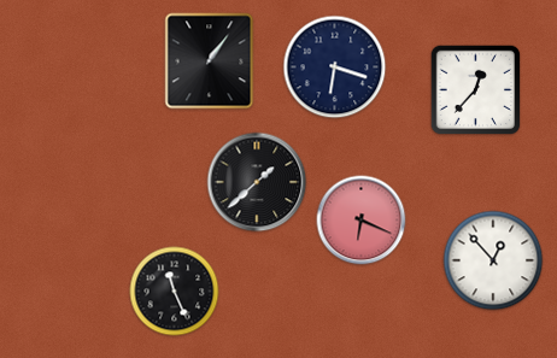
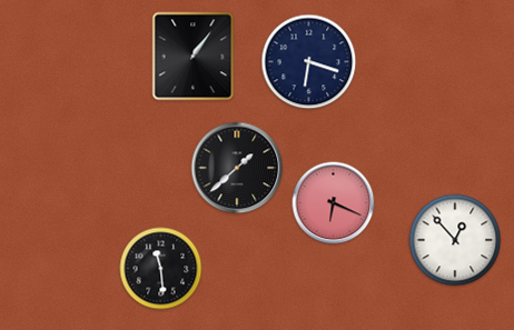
clock at (476, 90): 12:37 -> none
clock at (175, 292): 11:26 -> 11:29
